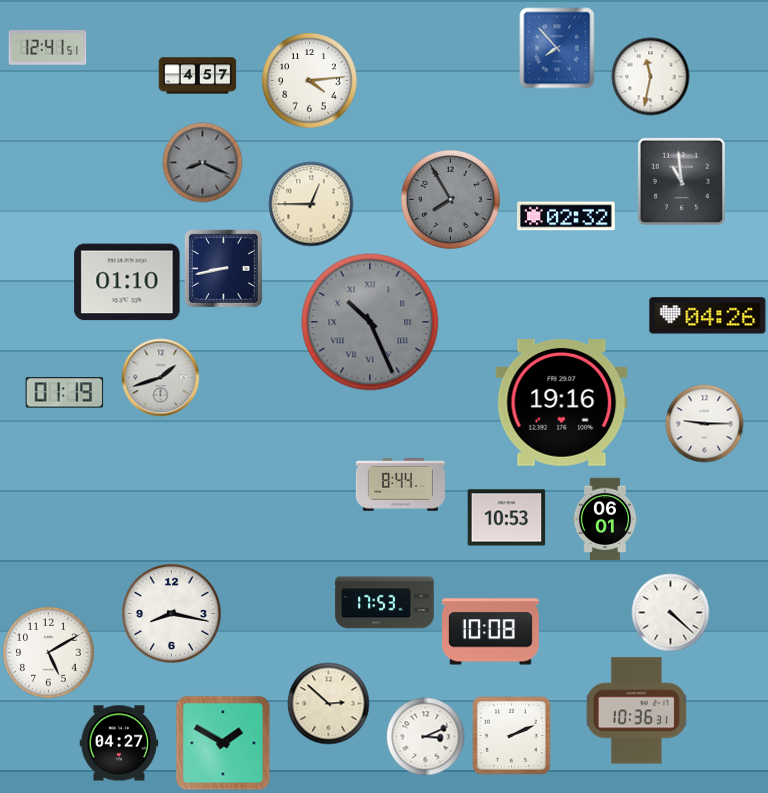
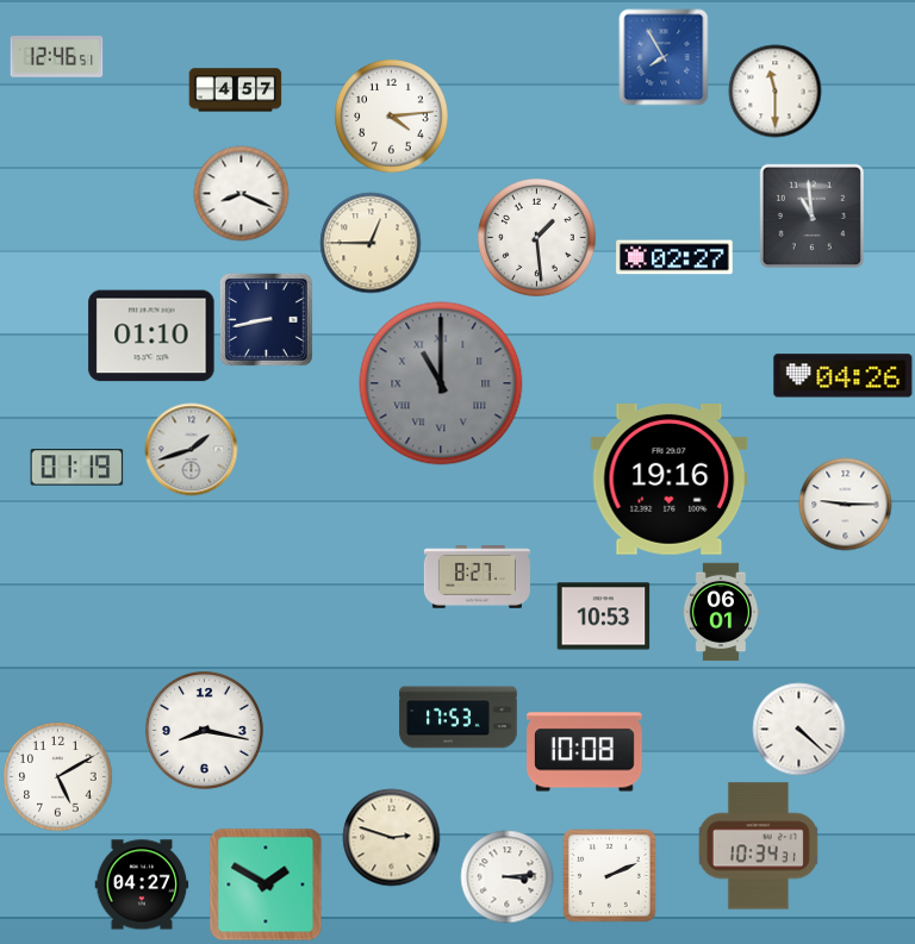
clock at (47, 48): 12:41 -> 12:46
clock at (557, 48): 7:53 -> 7:55
clock at (650, 76): 11:32 -> 11:30
clock at (309, 80) position: (309, 80) -> (391, 115)
clock at (202, 162) dial: grey -> white
clock at (450, 199): 7:55 -> 1:29
clock at (450, 199) dial: grey -> white
clock at (566, 216): 02:32 -> 02:27
clock at (370, 322): 10:26 -> 11:00
clock at (704, 423) position: (704, 423) -> (845, 504)
clock at (400, 485): 8:44 -> 8:27
clock at (605, 519) position: (605, 519) -> (721, 612)
clock at (328, 703): 2:52 -> 2:48
clock at (636, 711): 10:36 -> 10:34
clock at (425, 736): 3:11 -> 3:14
